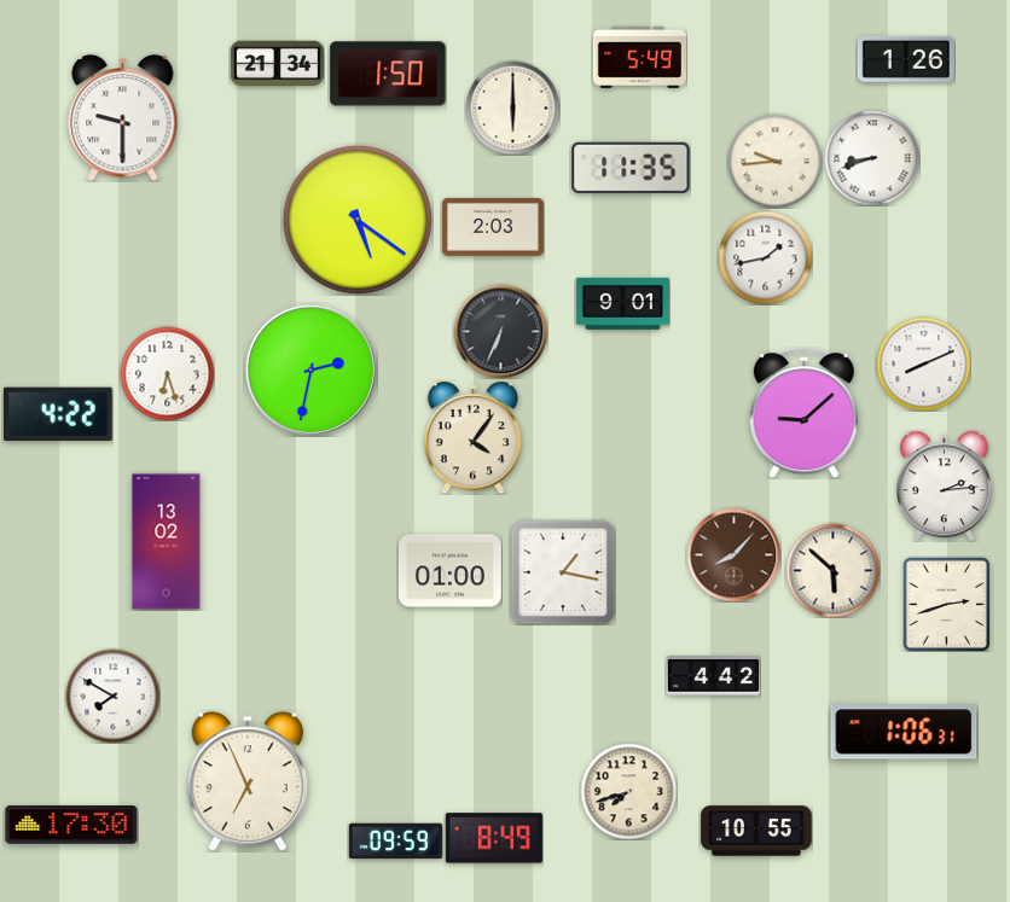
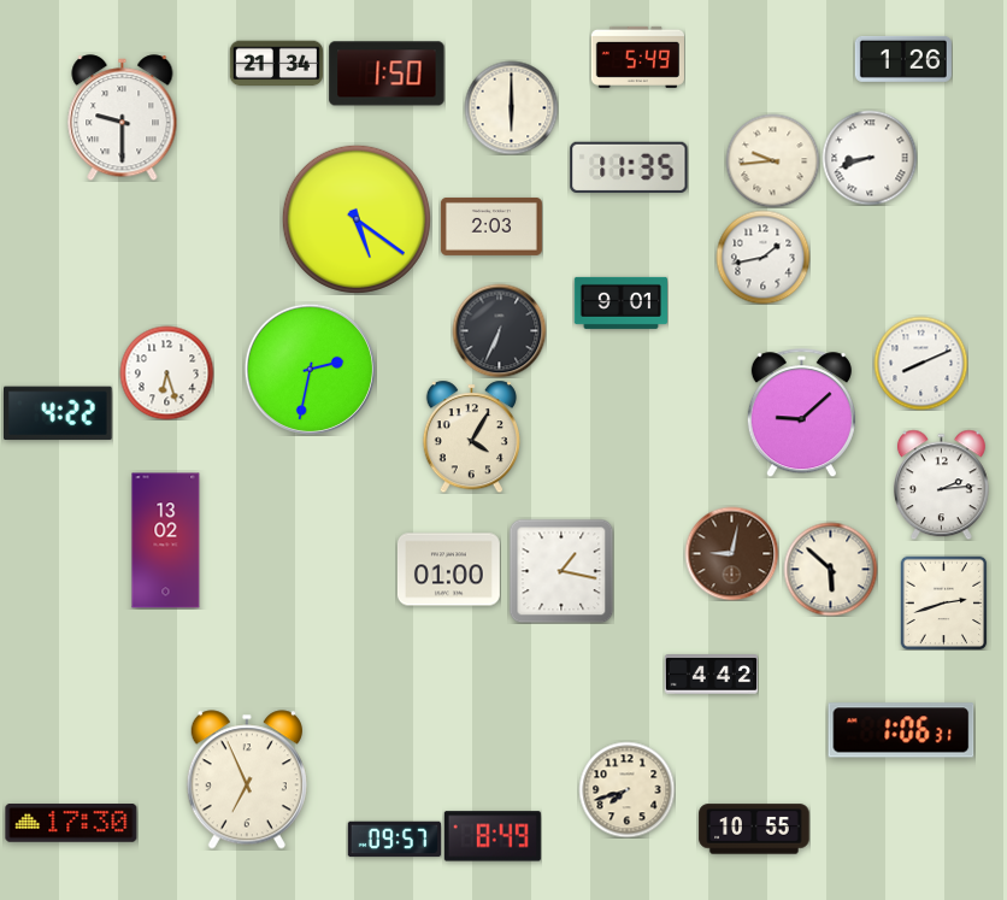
clock at (472, 437): 4:06 -> 4:05
clock at (733, 554): 8:07 -> 9:02
clock at (112, 696): 7:50 -> none
clock at (395, 842): 09:59 -> 09:57
